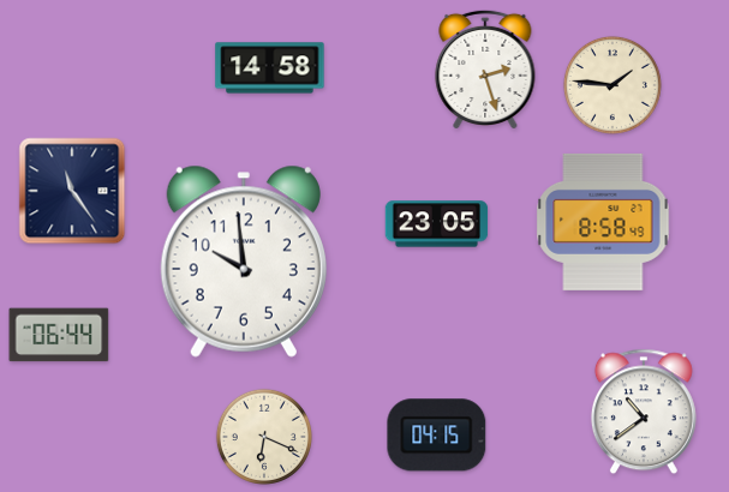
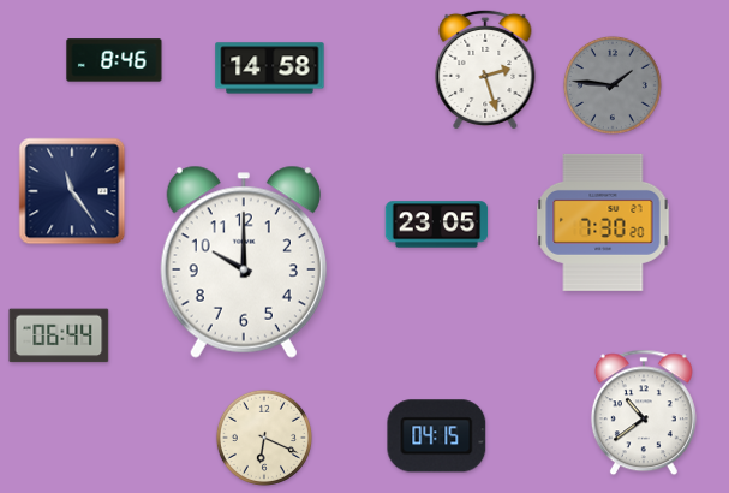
clock at (114, 60): none -> 8:46
clock at (613, 85) dial: cream -> grey
clock at (603, 222): 8:58 -> 7:30
clock at (244, 262): 9:59 -> 10:00
